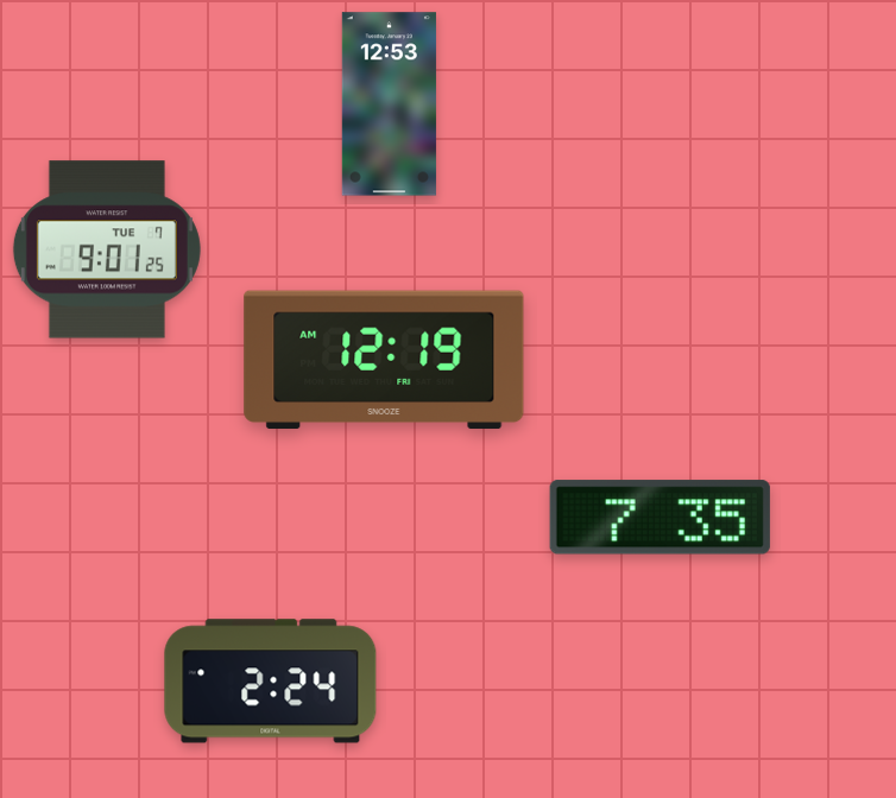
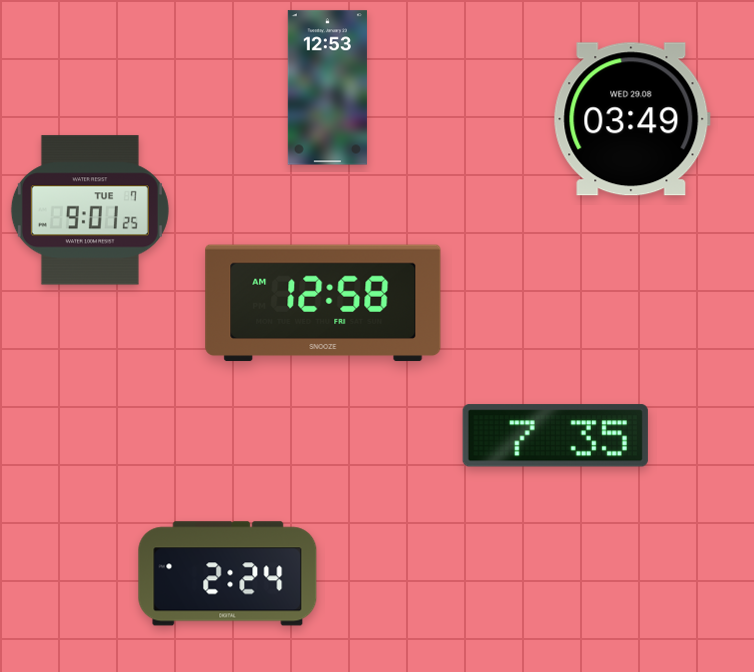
clock at (632, 119): none -> 03:49
clock at (384, 360): 12:19 -> 12:58
